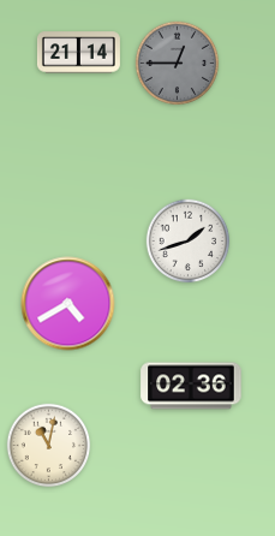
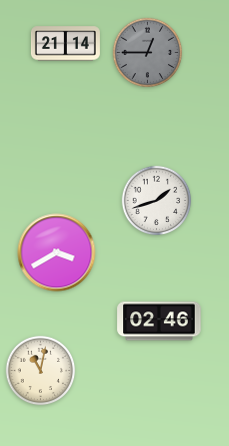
clock at (68, 304): 4:40 -> 3:40
clock at (191, 386): 02:36 -> 02:46
